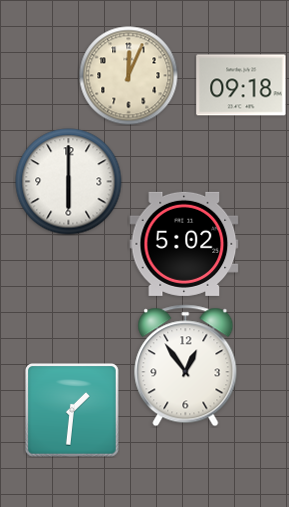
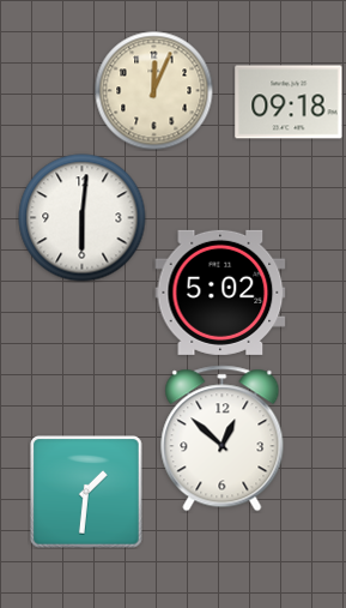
clock at (69, 182): 6:00 -> 6:01
clock at (186, 366): 12:54 -> 12:52
